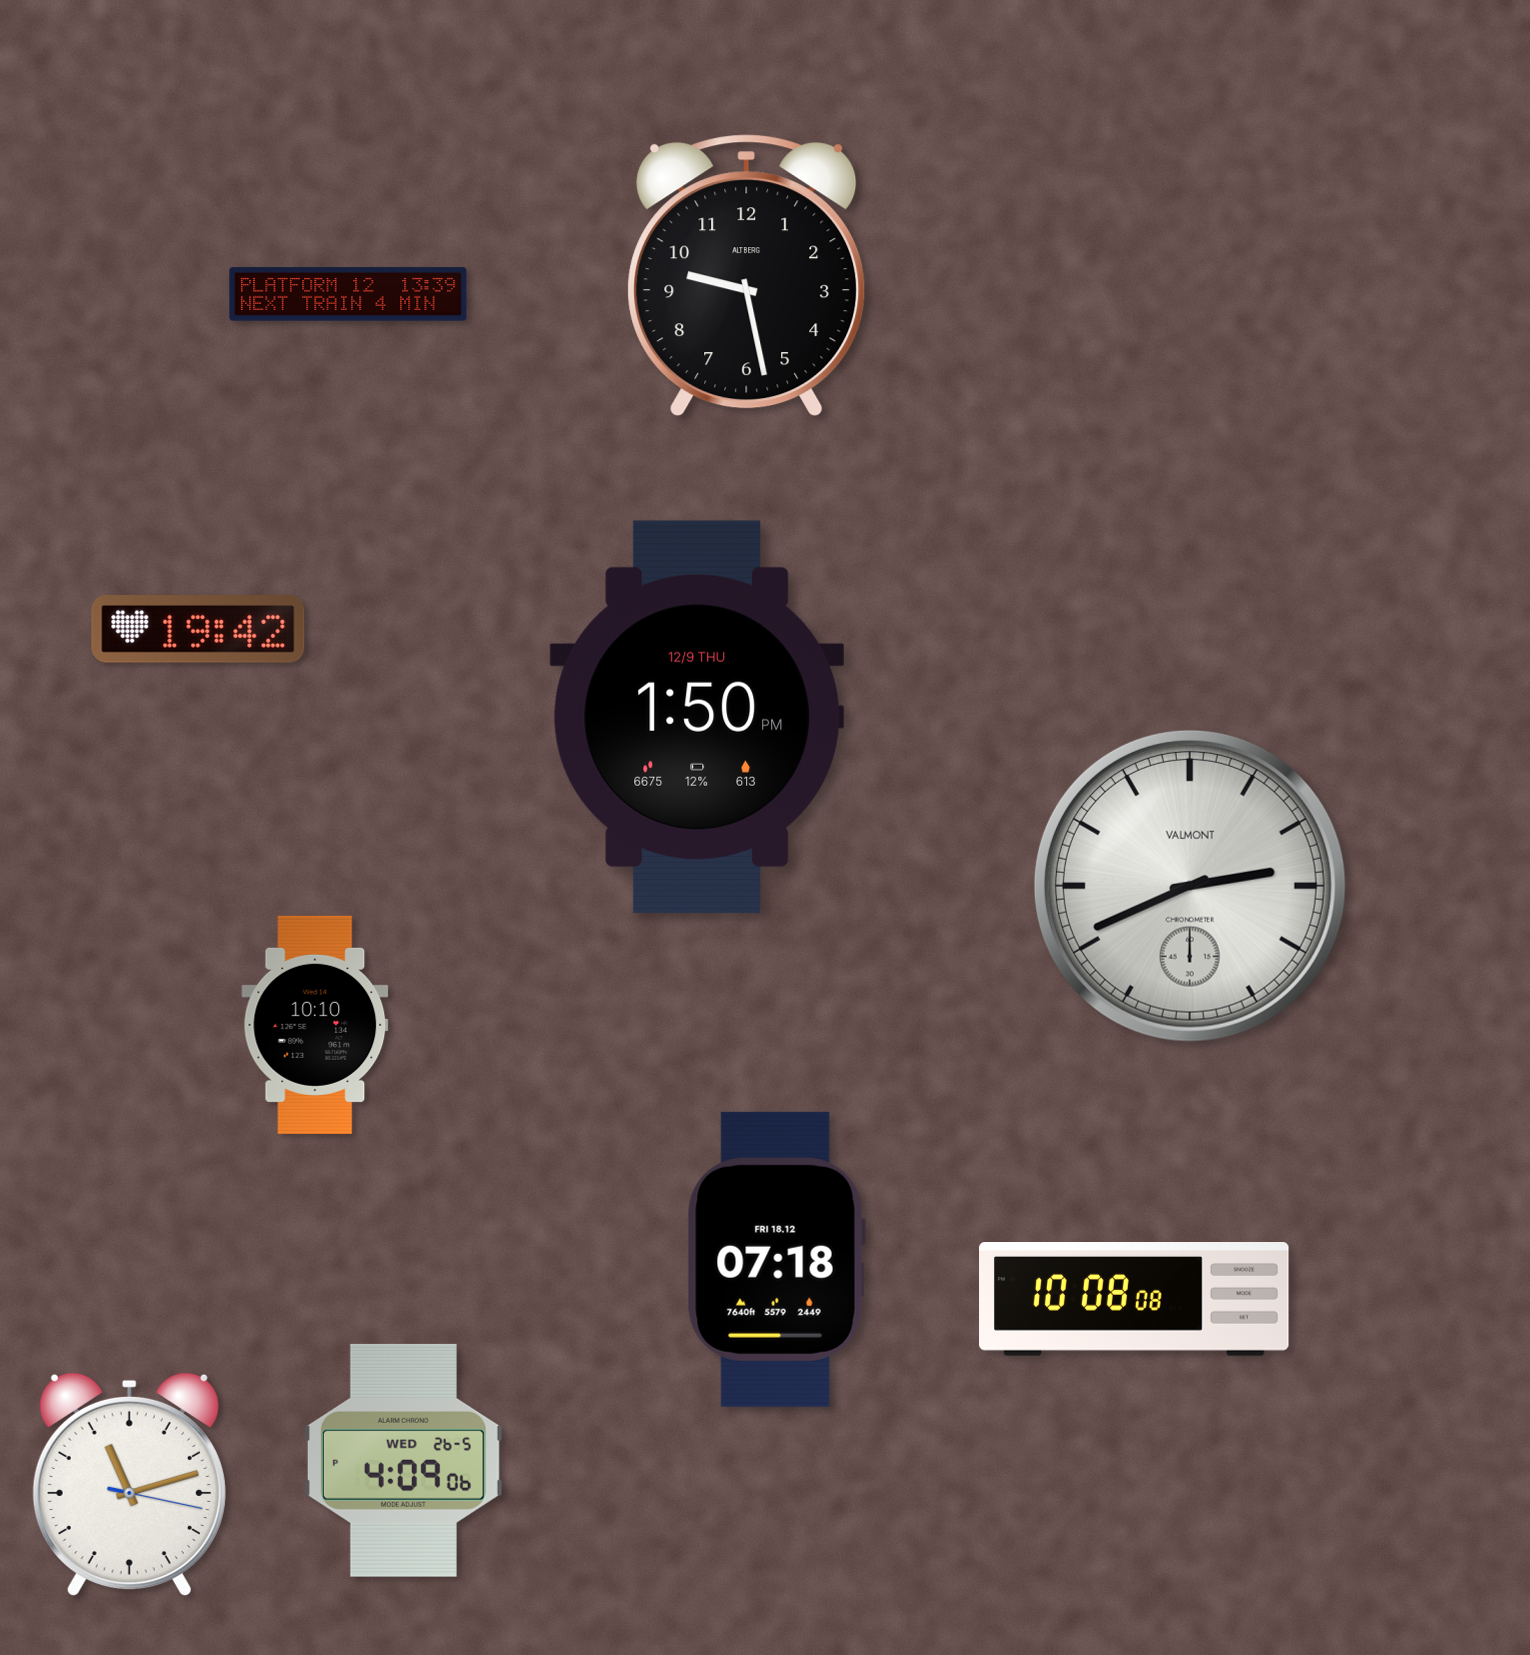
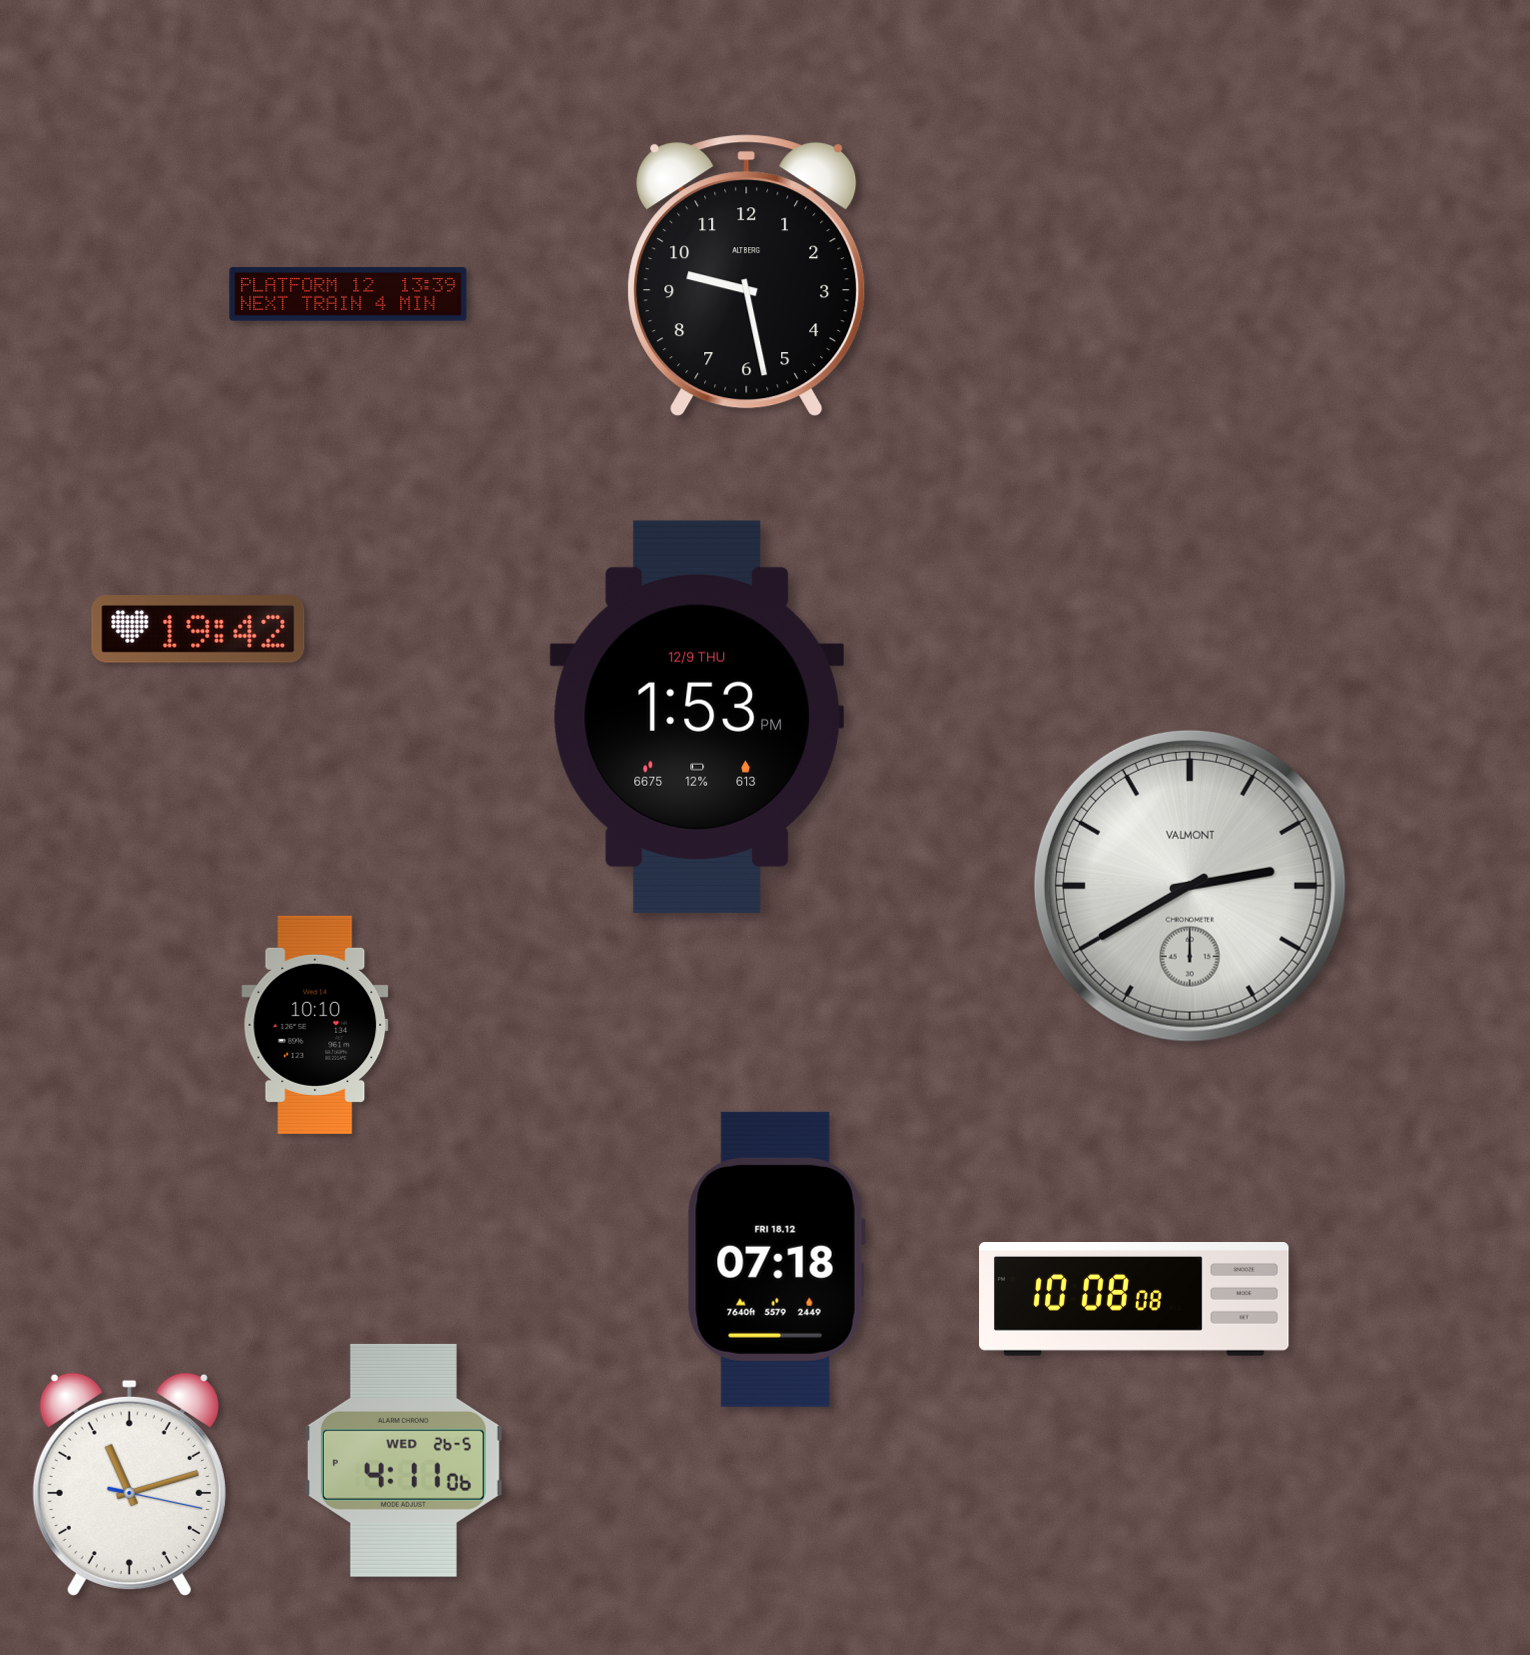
clock at (697, 717): 1:50 -> 1:53
clock at (1190, 886): 2:41 -> 2:40
clock at (403, 1460): 4:09 -> 4:11
